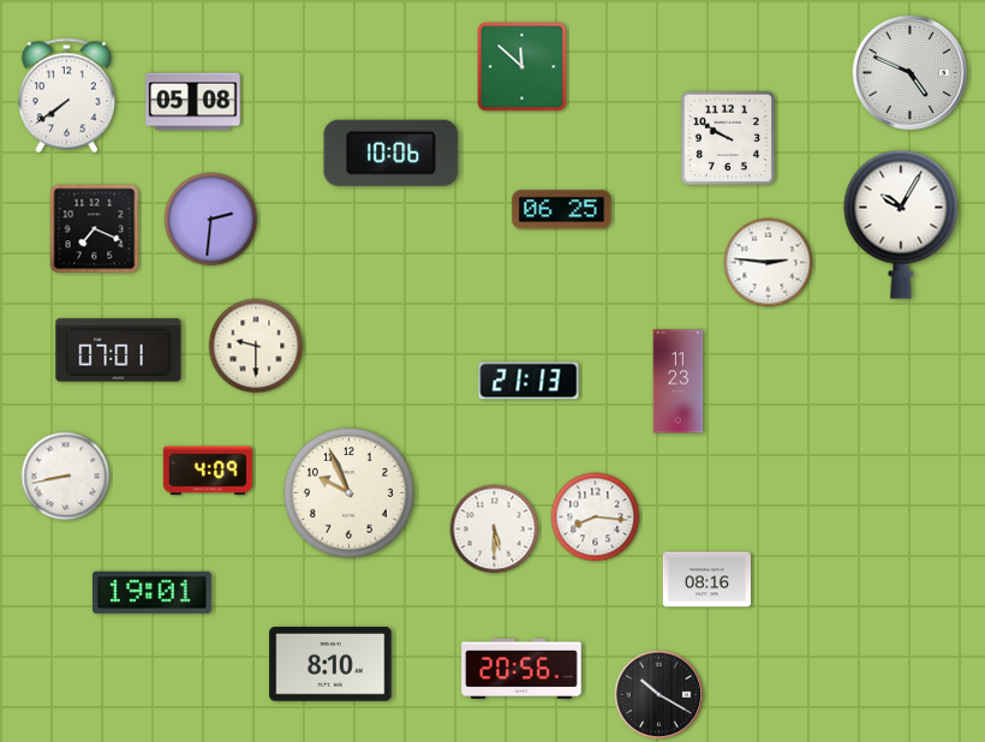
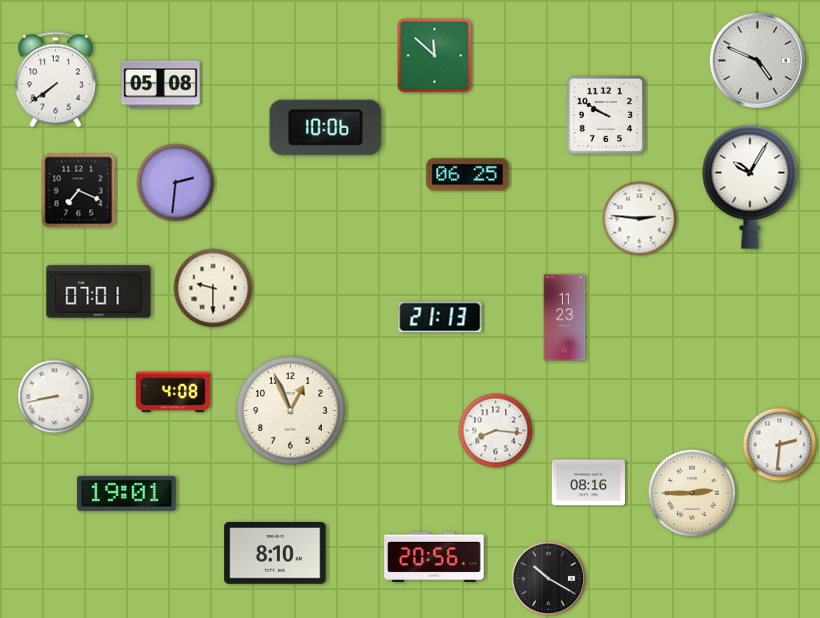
clock at (208, 471): 4:09 -> 4:08
clock at (350, 493): 9:56 -> 12:56
clock at (495, 529): 5:30 -> none
clock at (780, 445): none -> 2:31
clock at (692, 493): none -> 2:45
